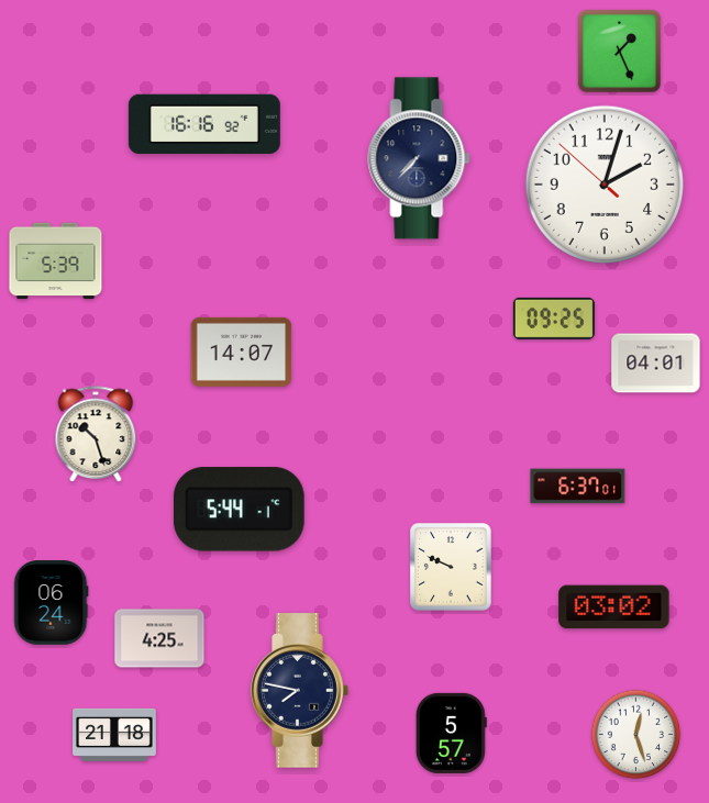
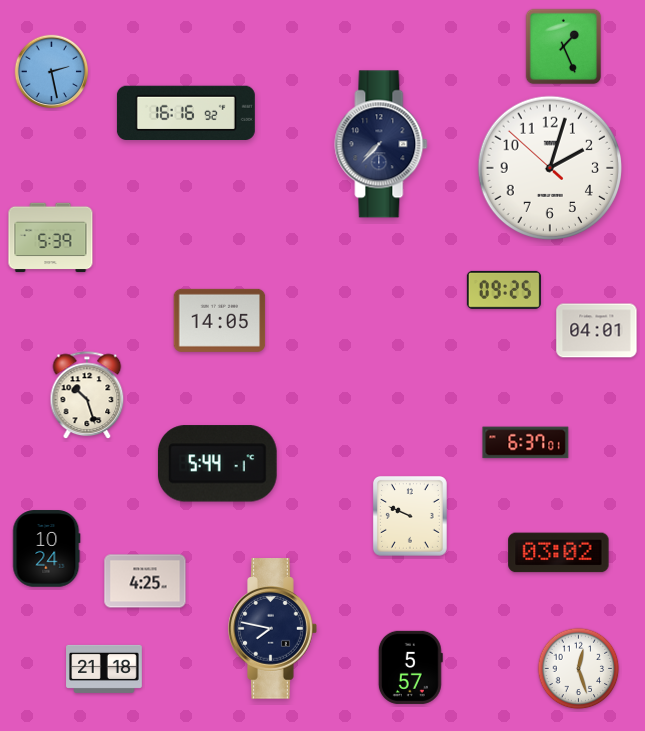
clock at (52, 72): none -> 2:28
clock at (242, 352): 14:07 -> 14:05
clock at (52, 603): 06:24 -> 10:24
